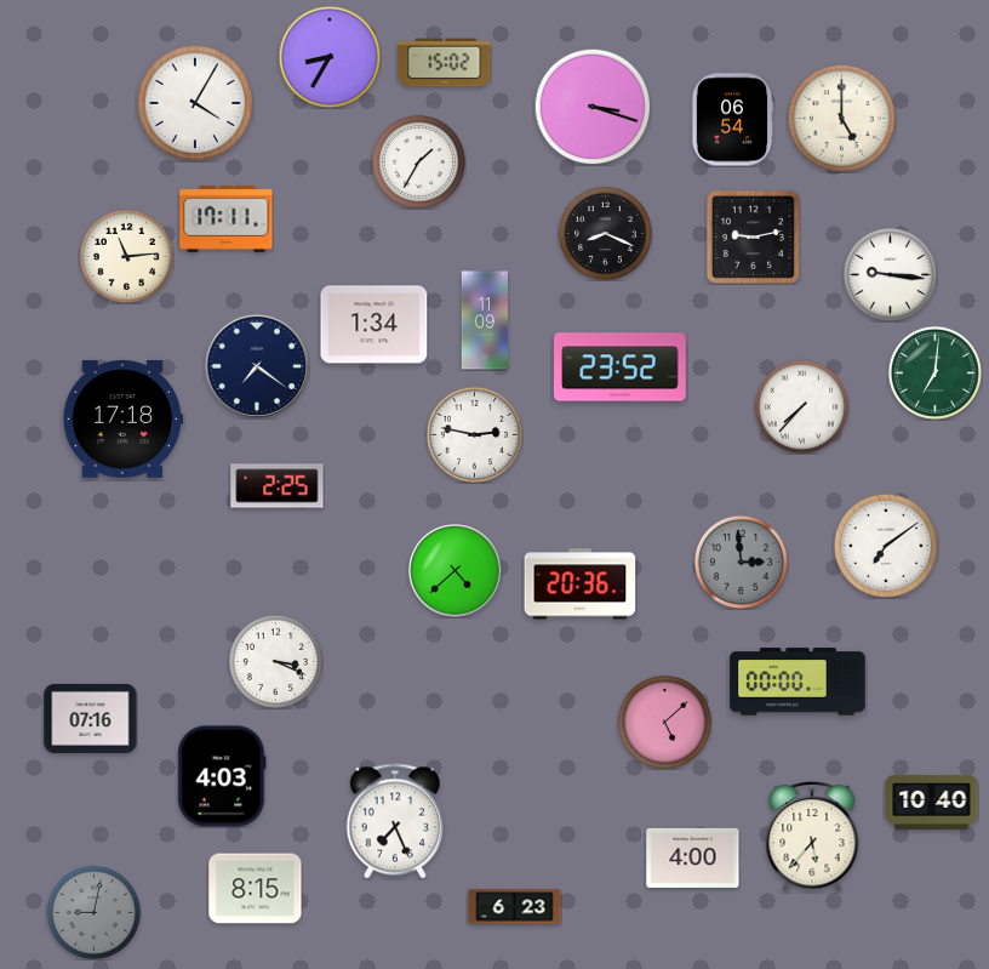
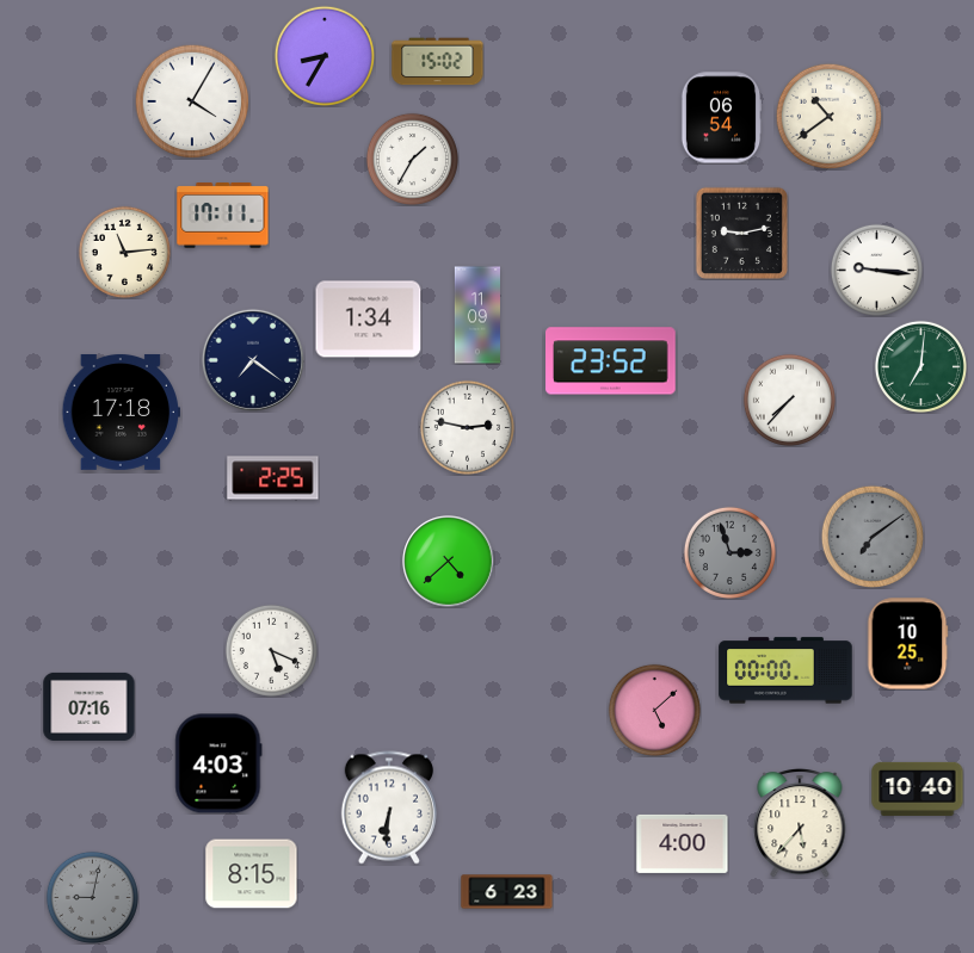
clock at (593, 107): 3:18 -> none
clock at (841, 118): 5:00 -> 10:39
clock at (605, 233): 8:19 -> none
clock at (885, 545) dial: white -> grey
clock at (741, 562): 2:59 -> 2:57
clock at (581, 585): 20:36 -> none
clock at (908, 644): none -> 10:25
clock at (275, 661): 3:19 -> 5:19
clock at (395, 821): 7:26 -> 6:31
